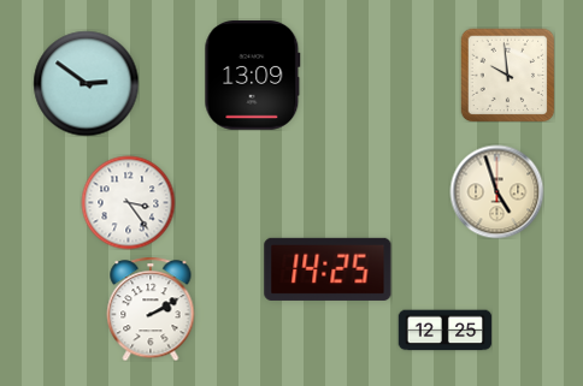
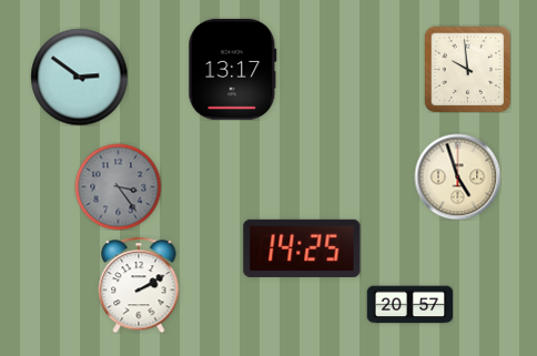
clock at (253, 76): 13:09 -> 13:17
clock at (128, 202) dial: white -> grey
clock at (444, 331): 12:25 -> 20:57
